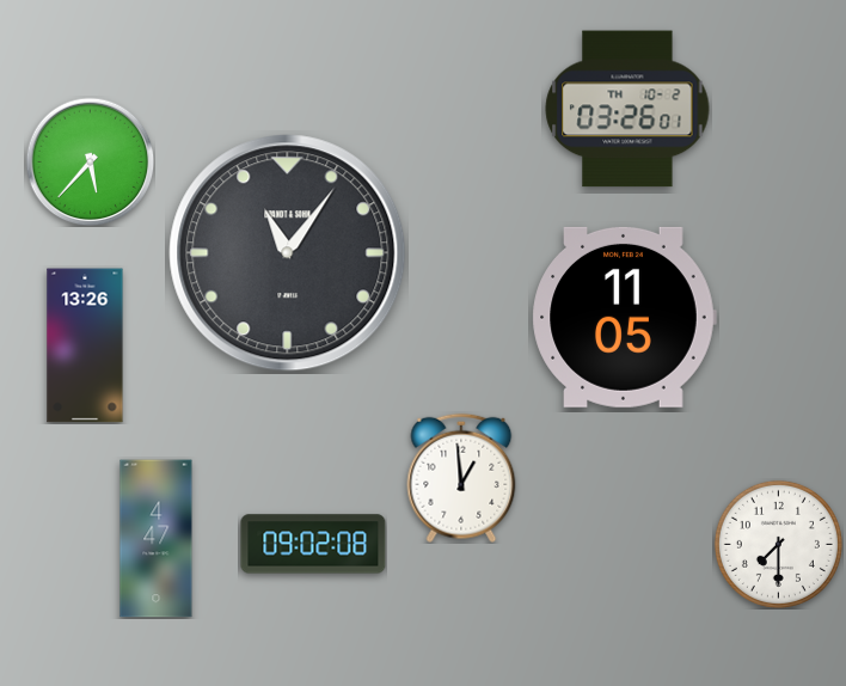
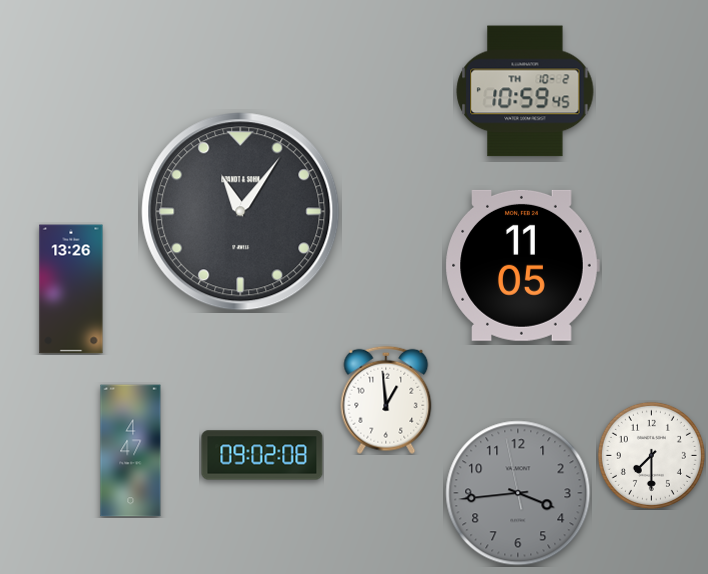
clock at (627, 109): 03:26 -> 10:59
clock at (90, 161): 5:37 -> none
clock at (518, 493): none -> 3:43
